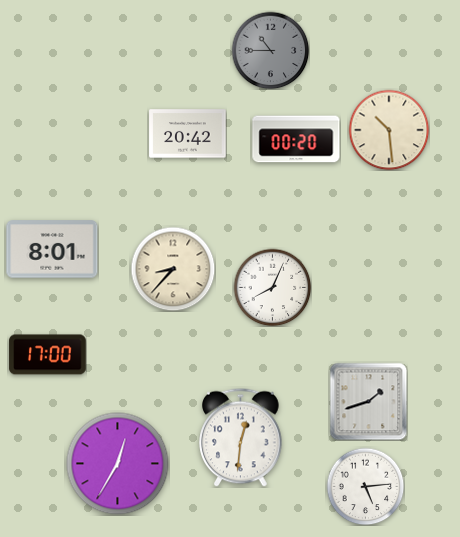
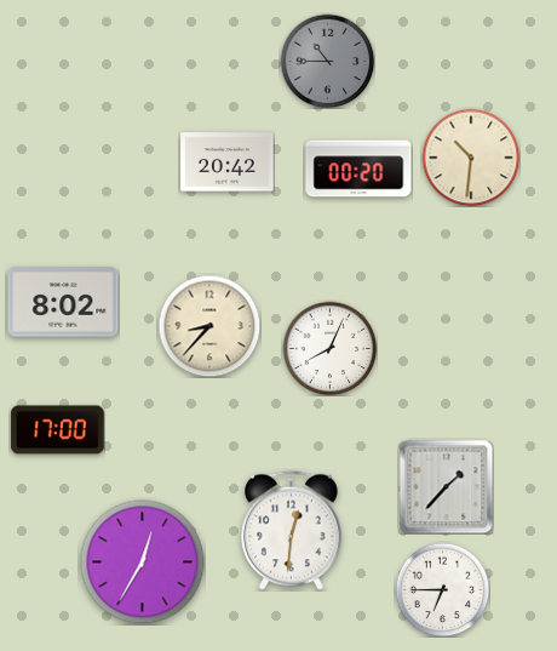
clock at (389, 130): 10:29 -> 10:31
clock at (52, 249): 8:01 -> 8:02
clock at (368, 401): 1:42 -> 1:37
clock at (365, 486): 5:14 -> 6:45
